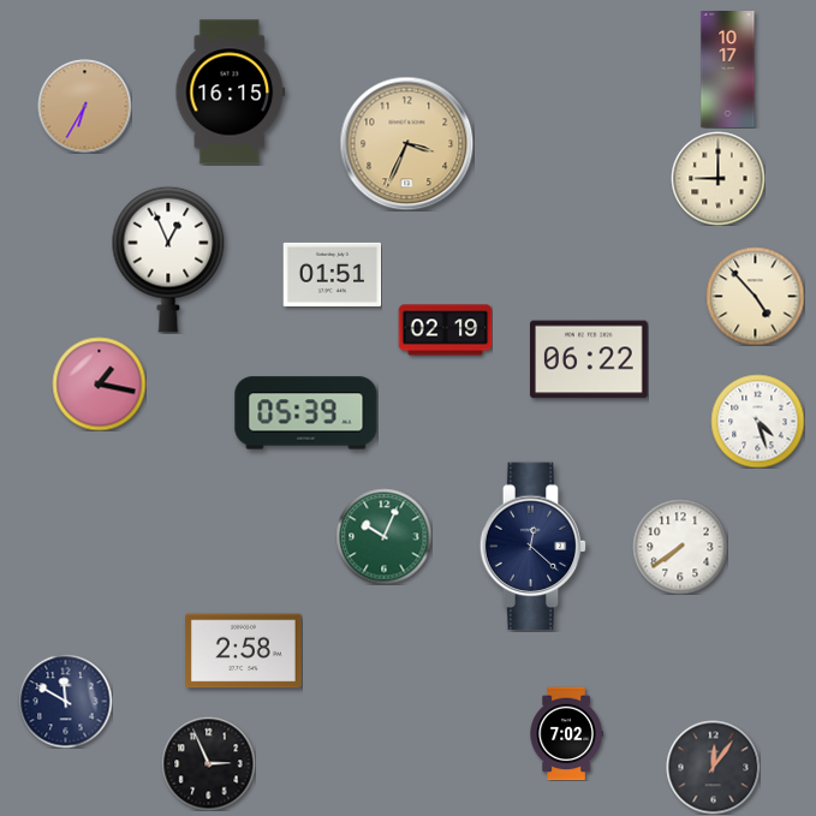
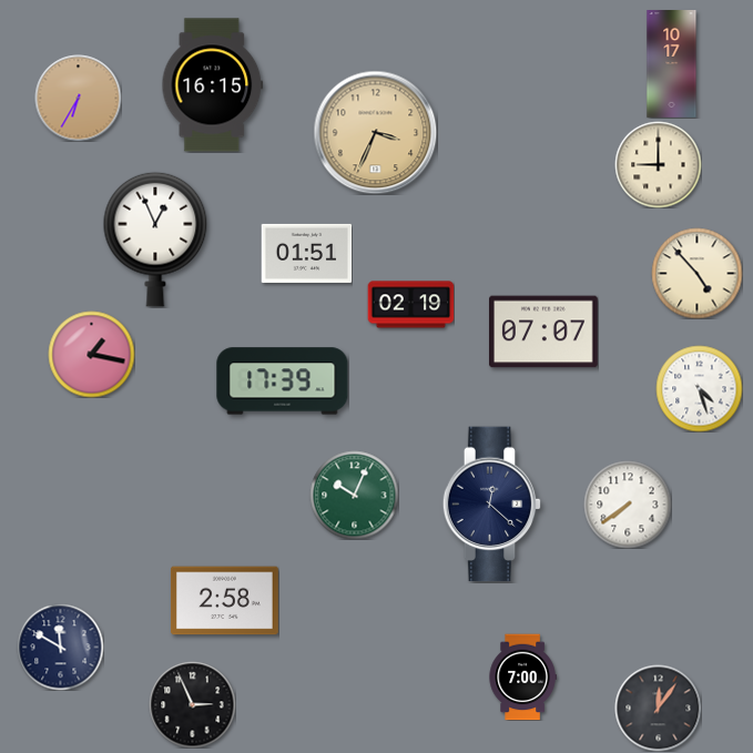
clock at (717, 178) position: (717, 178) -> (658, 164)
clock at (590, 359): 06:22 -> 07:07
clock at (306, 413): 05:39 -> 17:39
clock at (566, 733): 7:02 -> 7:00
